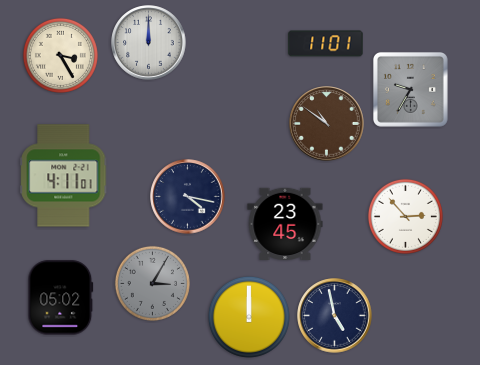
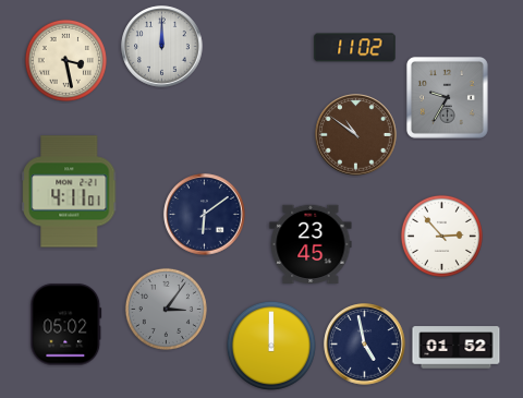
clock at (326, 44): 11:01 -> 11:02
clock at (60, 55): 3:25 -> 3:28
clock at (188, 197): 4:17 -> 6:09
clock at (152, 283): 3:05 -> 3:06
clock at (457, 348): none -> 01:52
